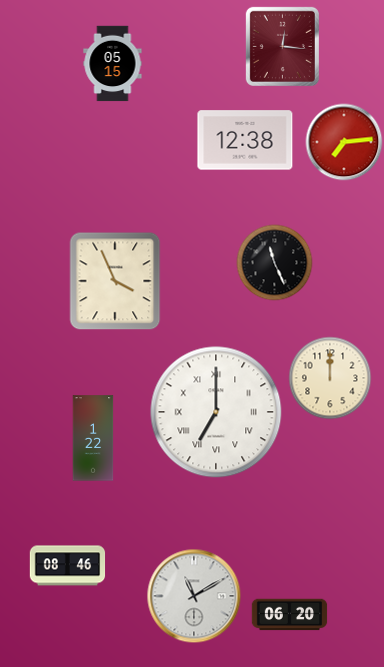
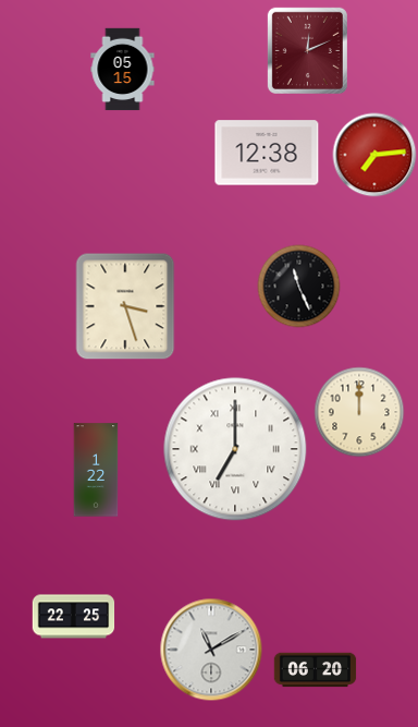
clock at (282, 46): 12:16 -> 12:11
clock at (115, 281): 3:56 -> 3:27
clock at (93, 438) position: (93, 438) -> (96, 470)
clock at (68, 566): 08:46 -> 22:25
